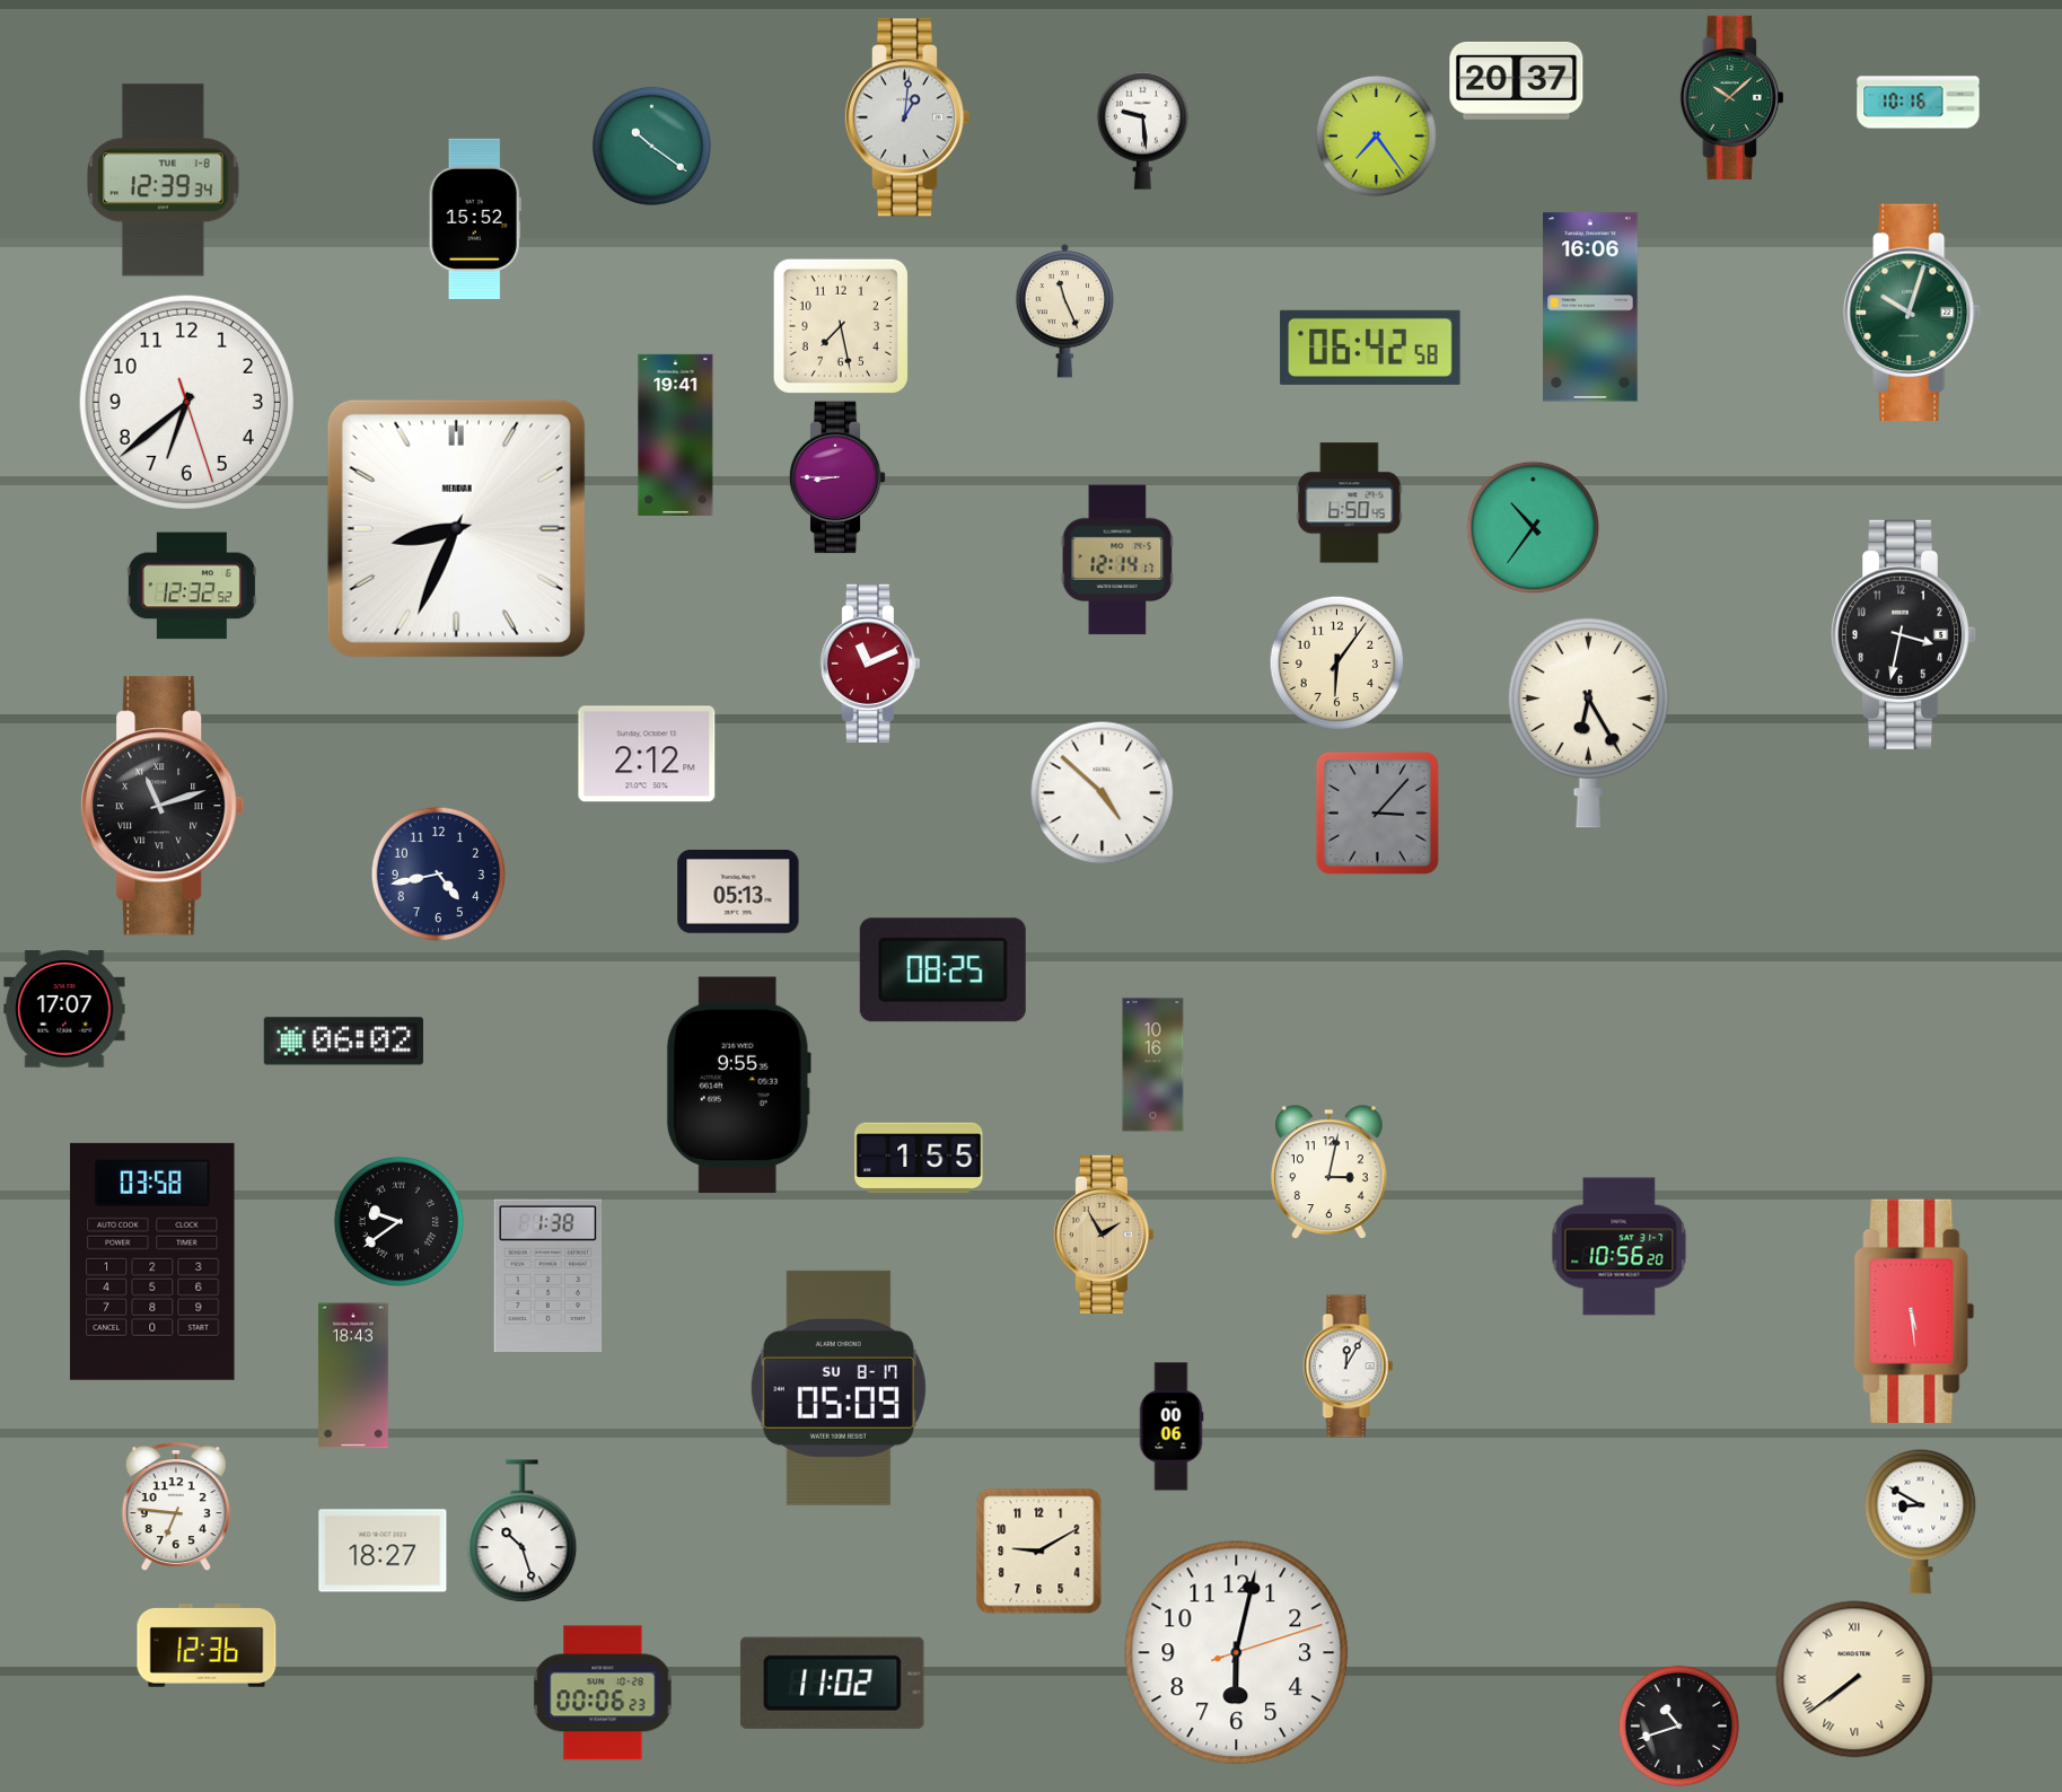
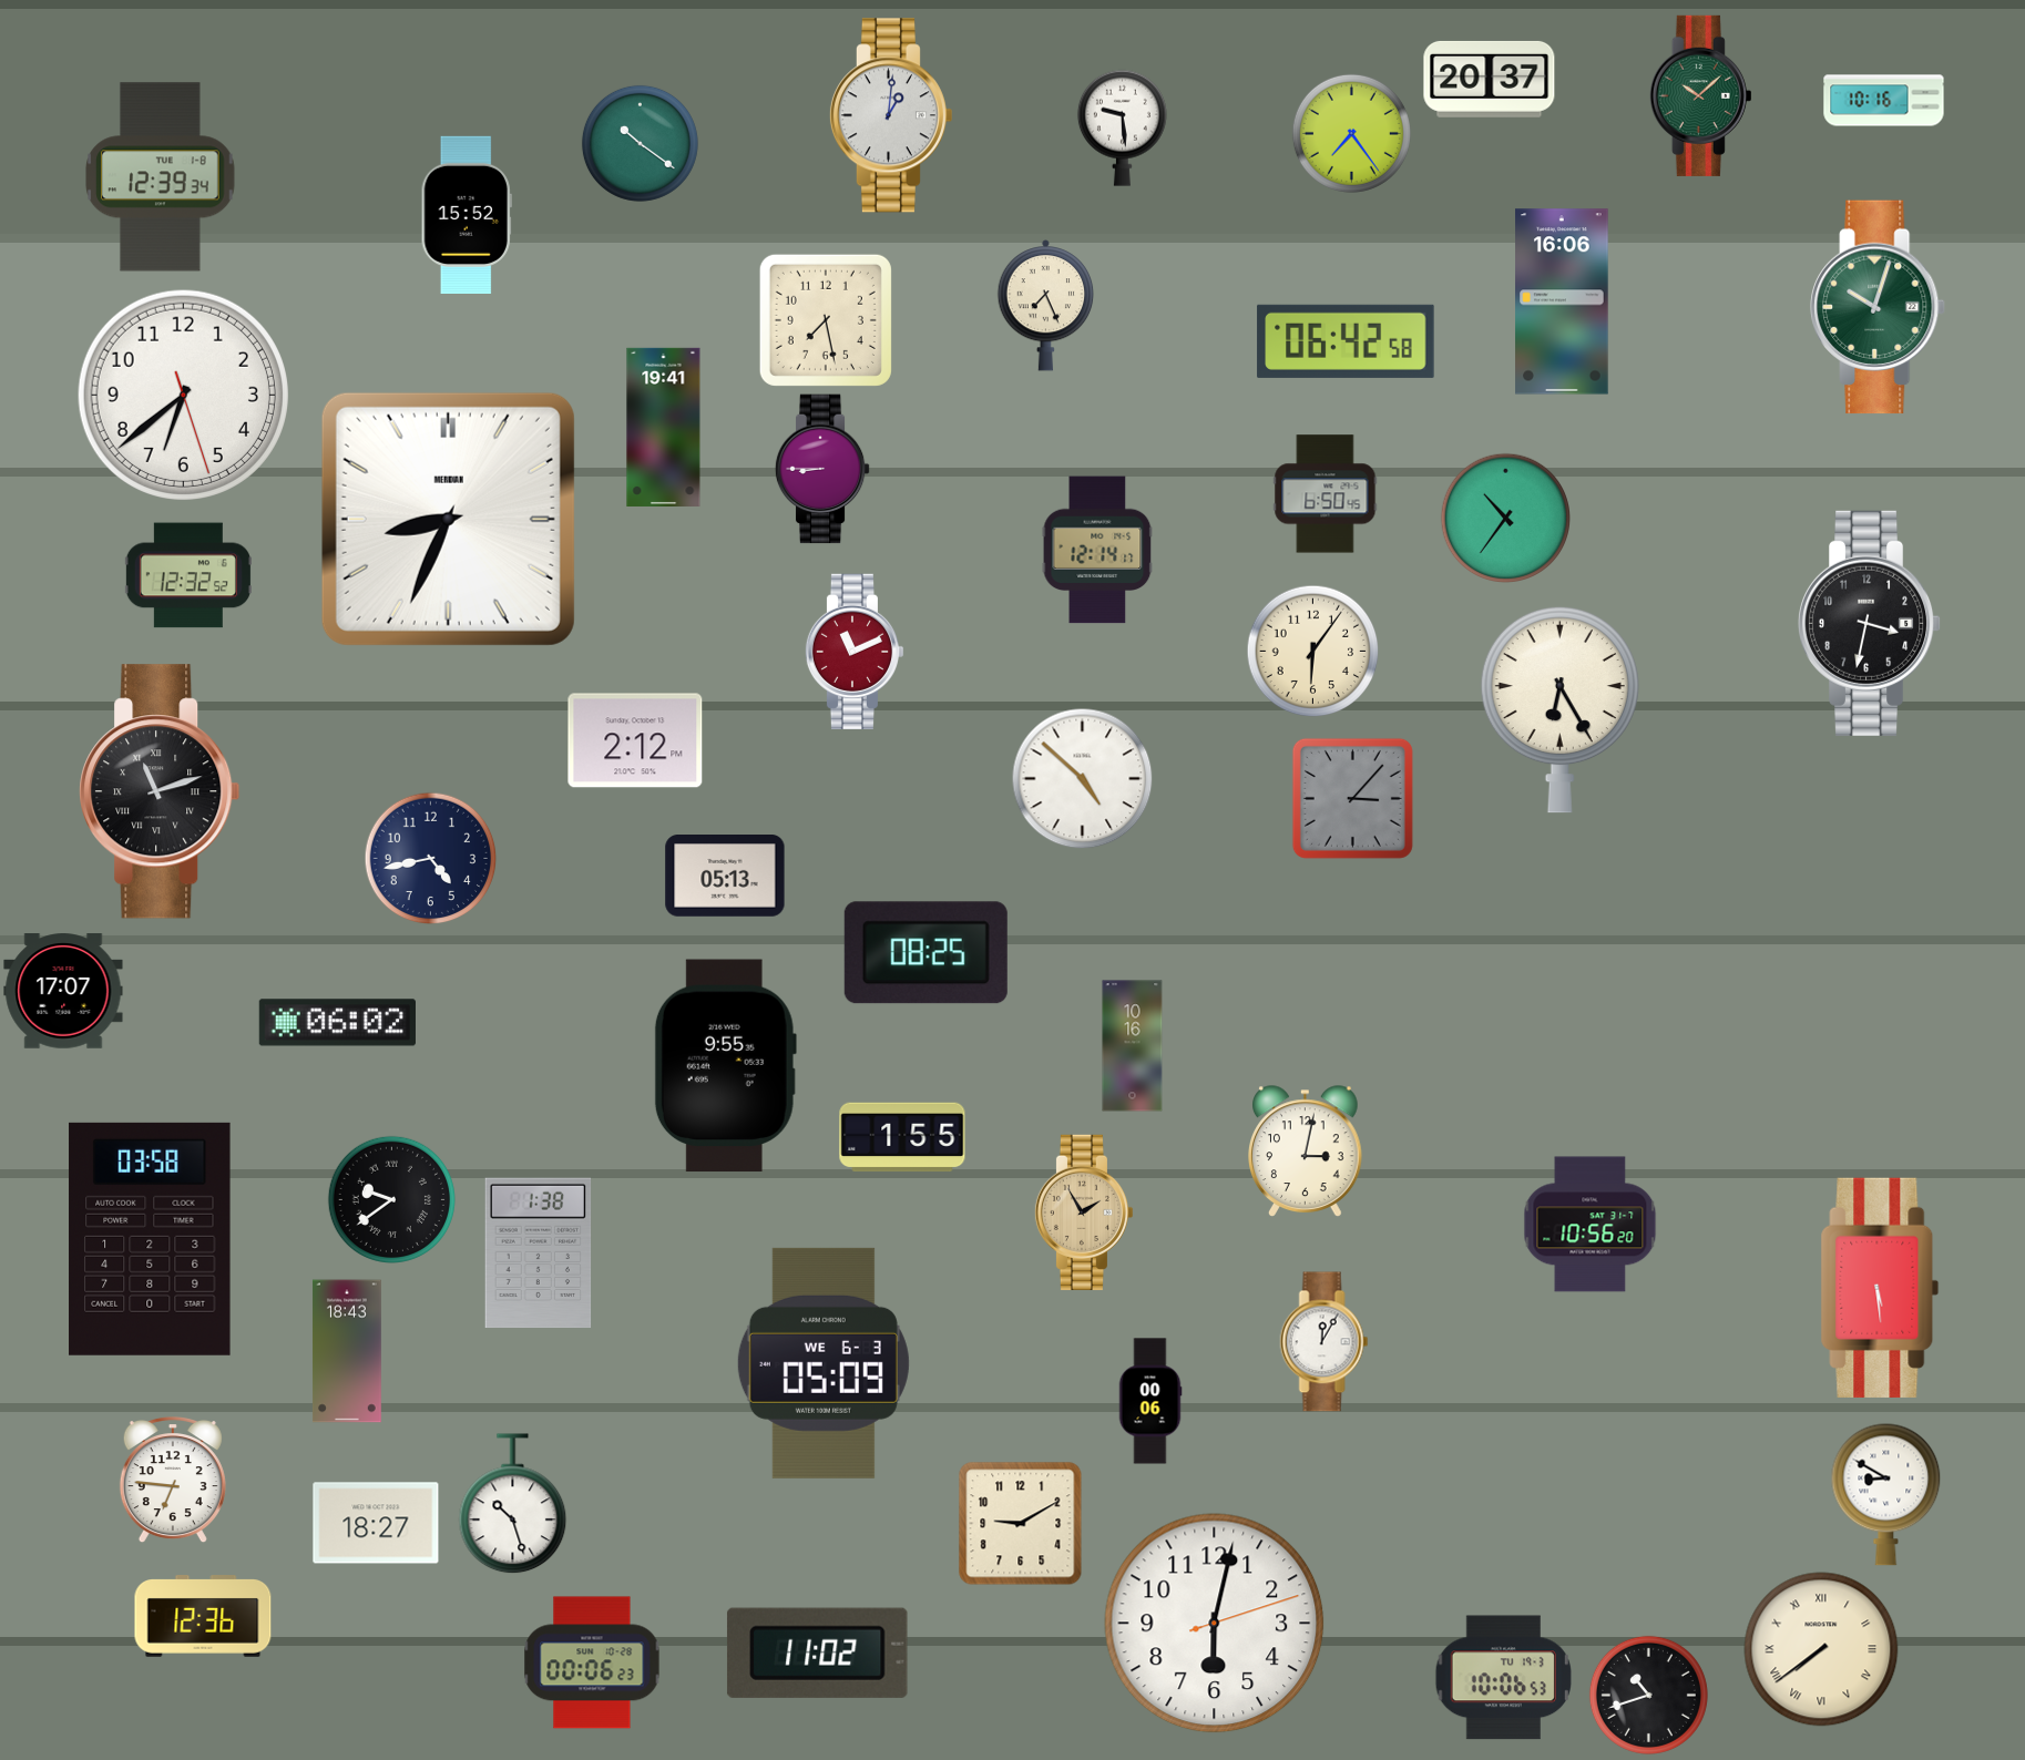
clock at (1065, 311): 11:26 -> 7:26
clock at (839, 1388) date: SU 8-17 -> WE 6-3
clock at (1503, 1678): none -> 10:06
